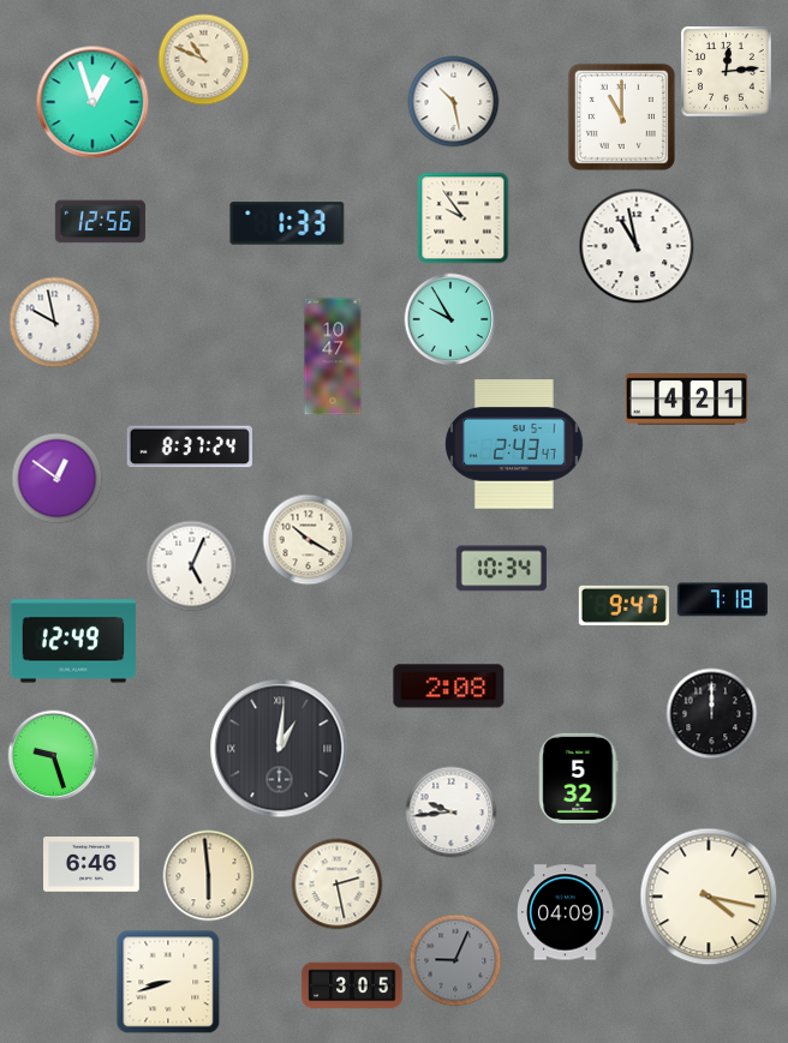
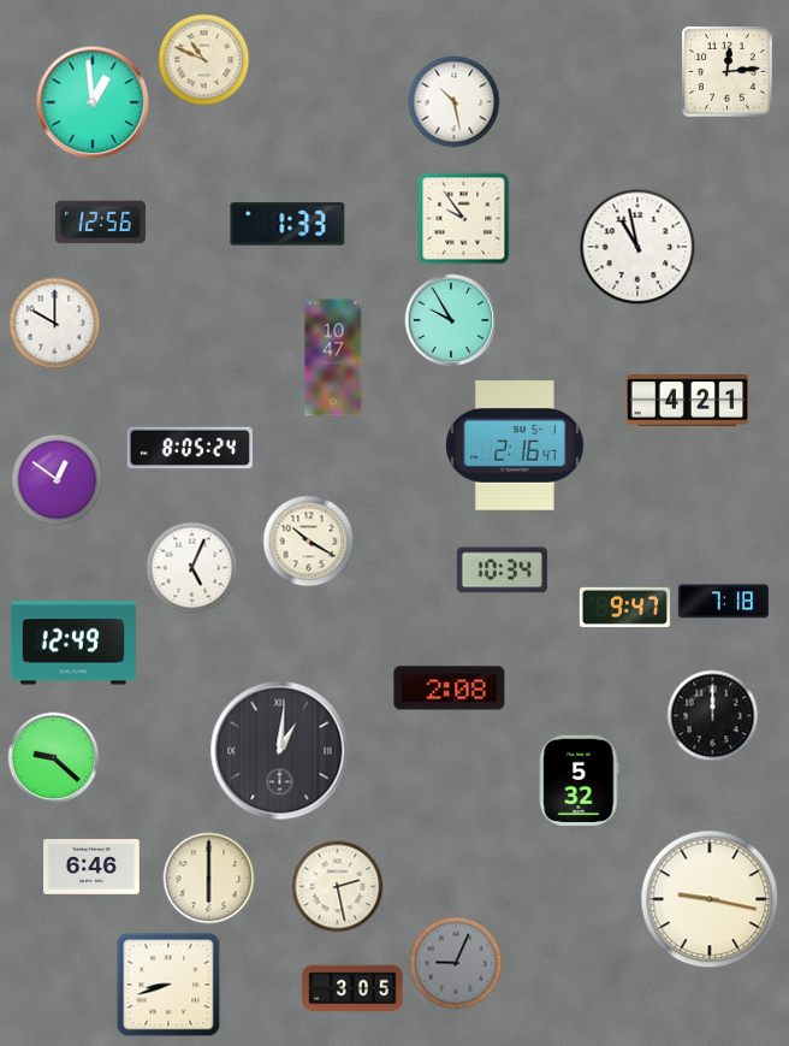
clock at (92, 102): 12:57 -> 12:59
clock at (621, 116): 11:00 -> none
clock at (55, 323): 9:58 -> 10:00
clock at (514, 444): 2:43 -> 2:16
clock at (189, 446): 8:37 -> 8:05
clock at (54, 756): 9:27 -> 9:22
clock at (452, 813): 9:44 -> none
clock at (209, 876): 5:59 -> 6:00
clock at (709, 897): 4:17 -> 9:17
clock at (566, 912): 04:09 -> none
